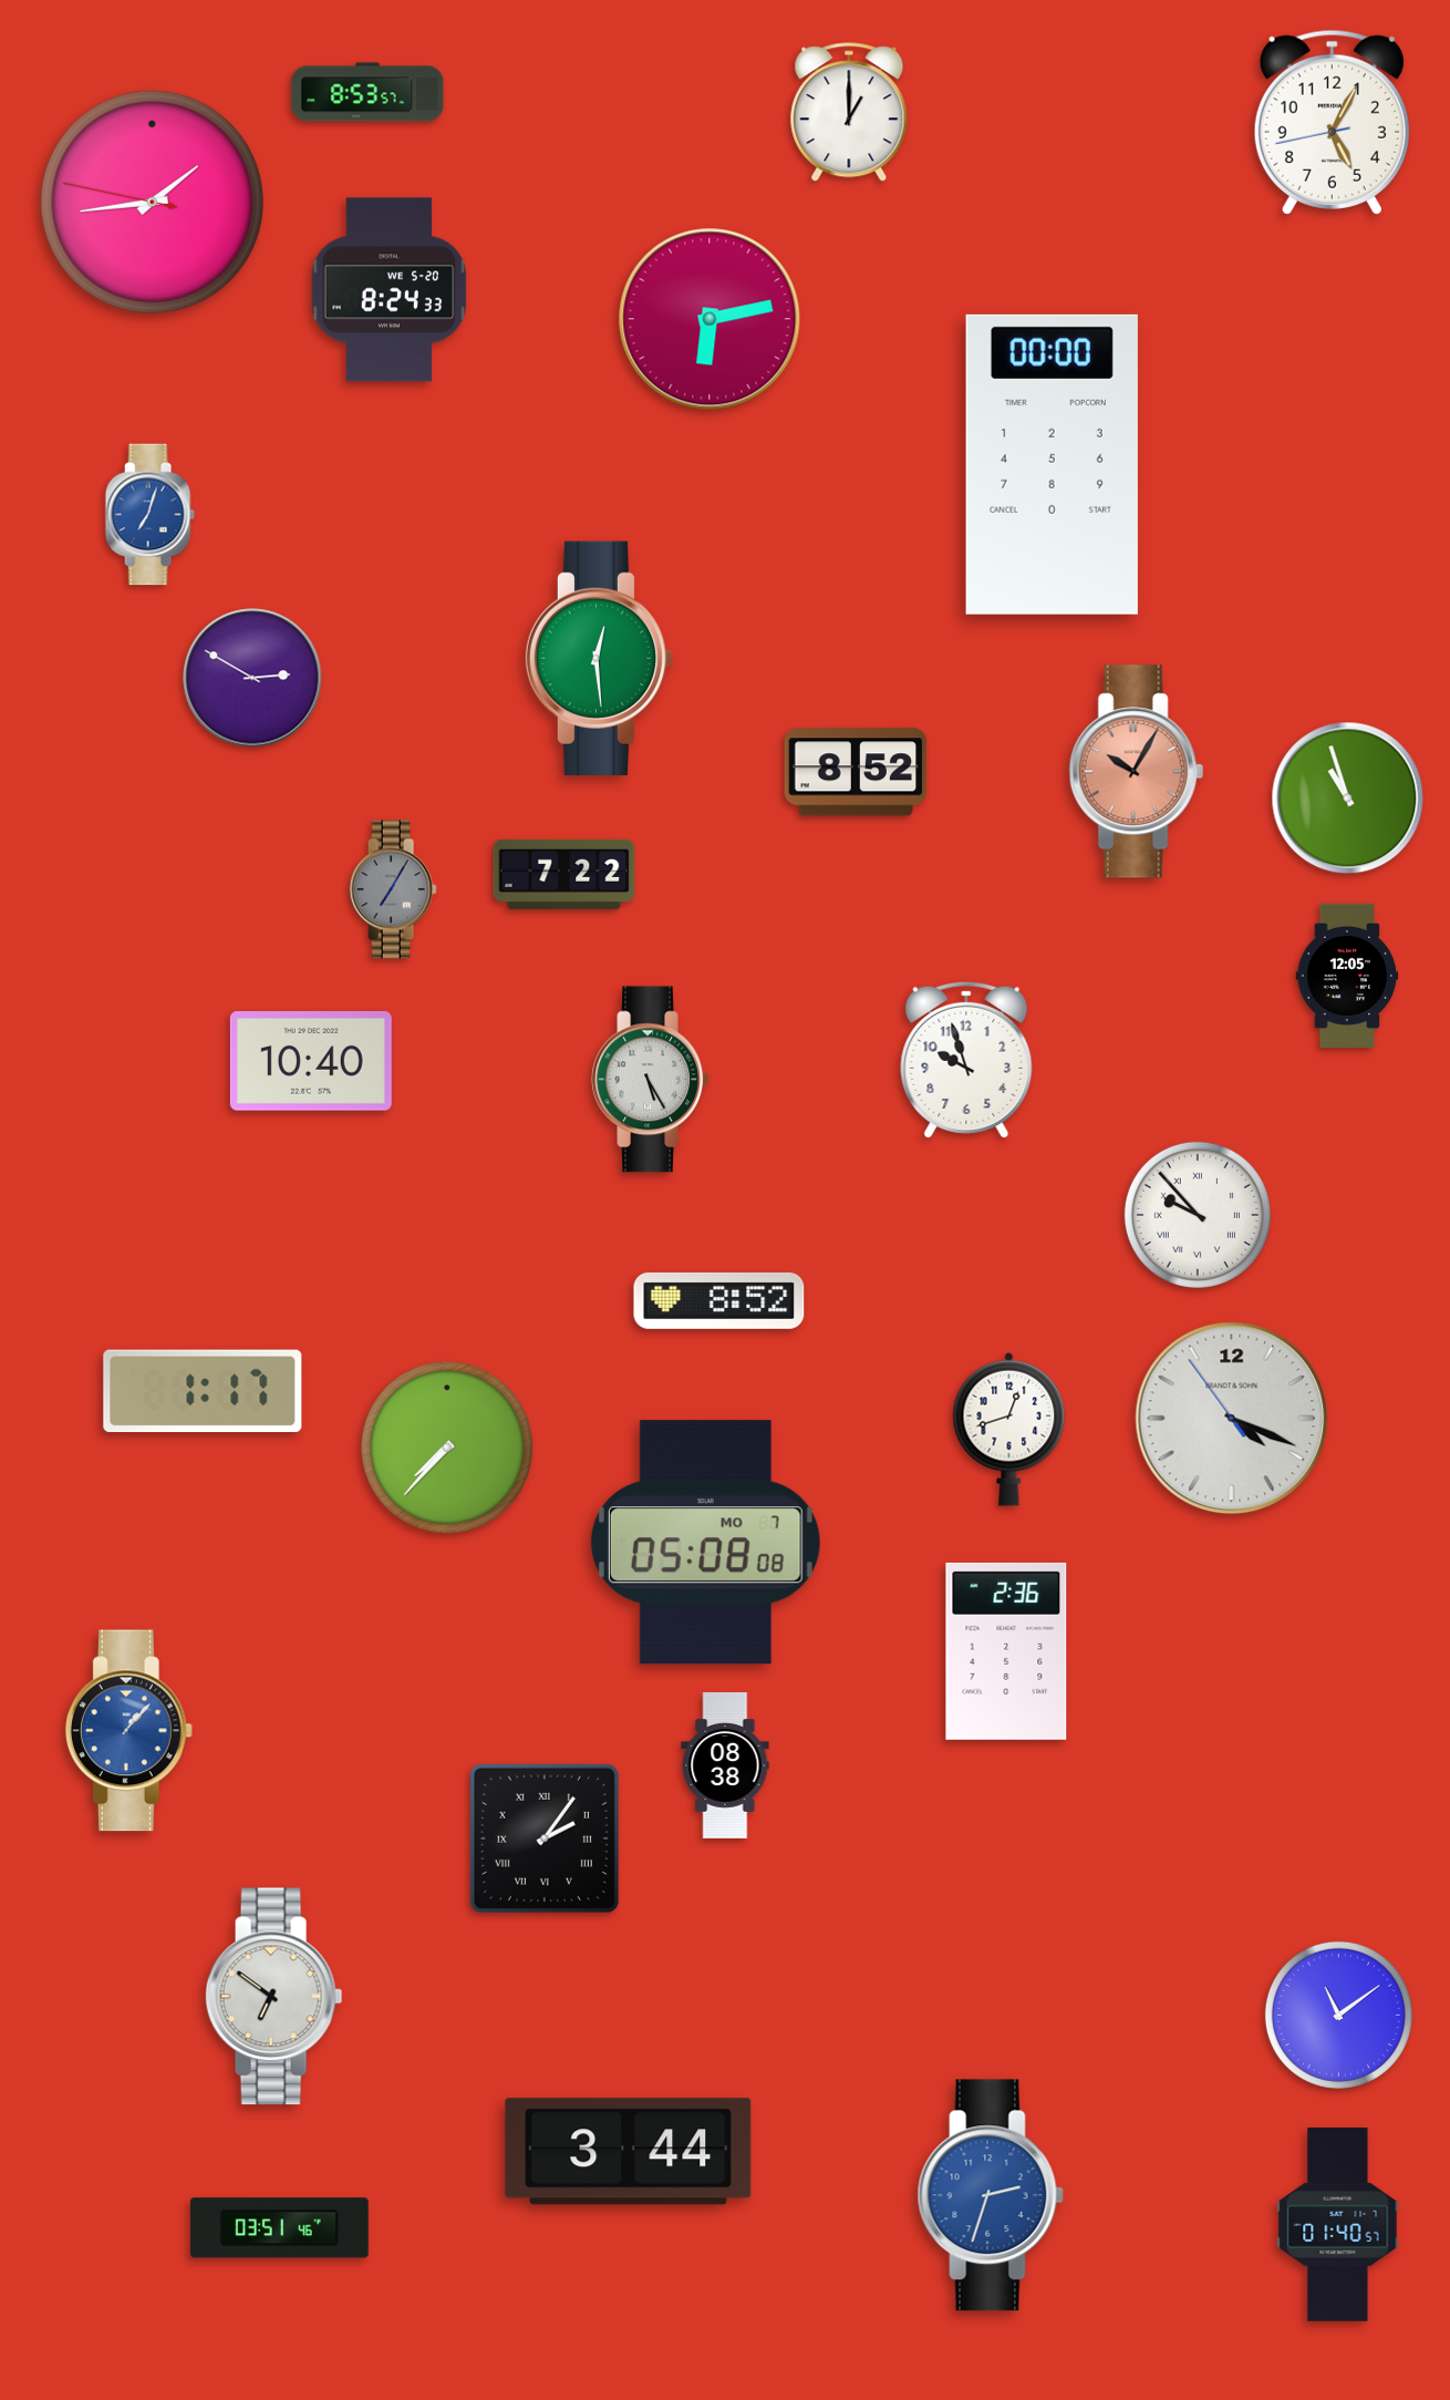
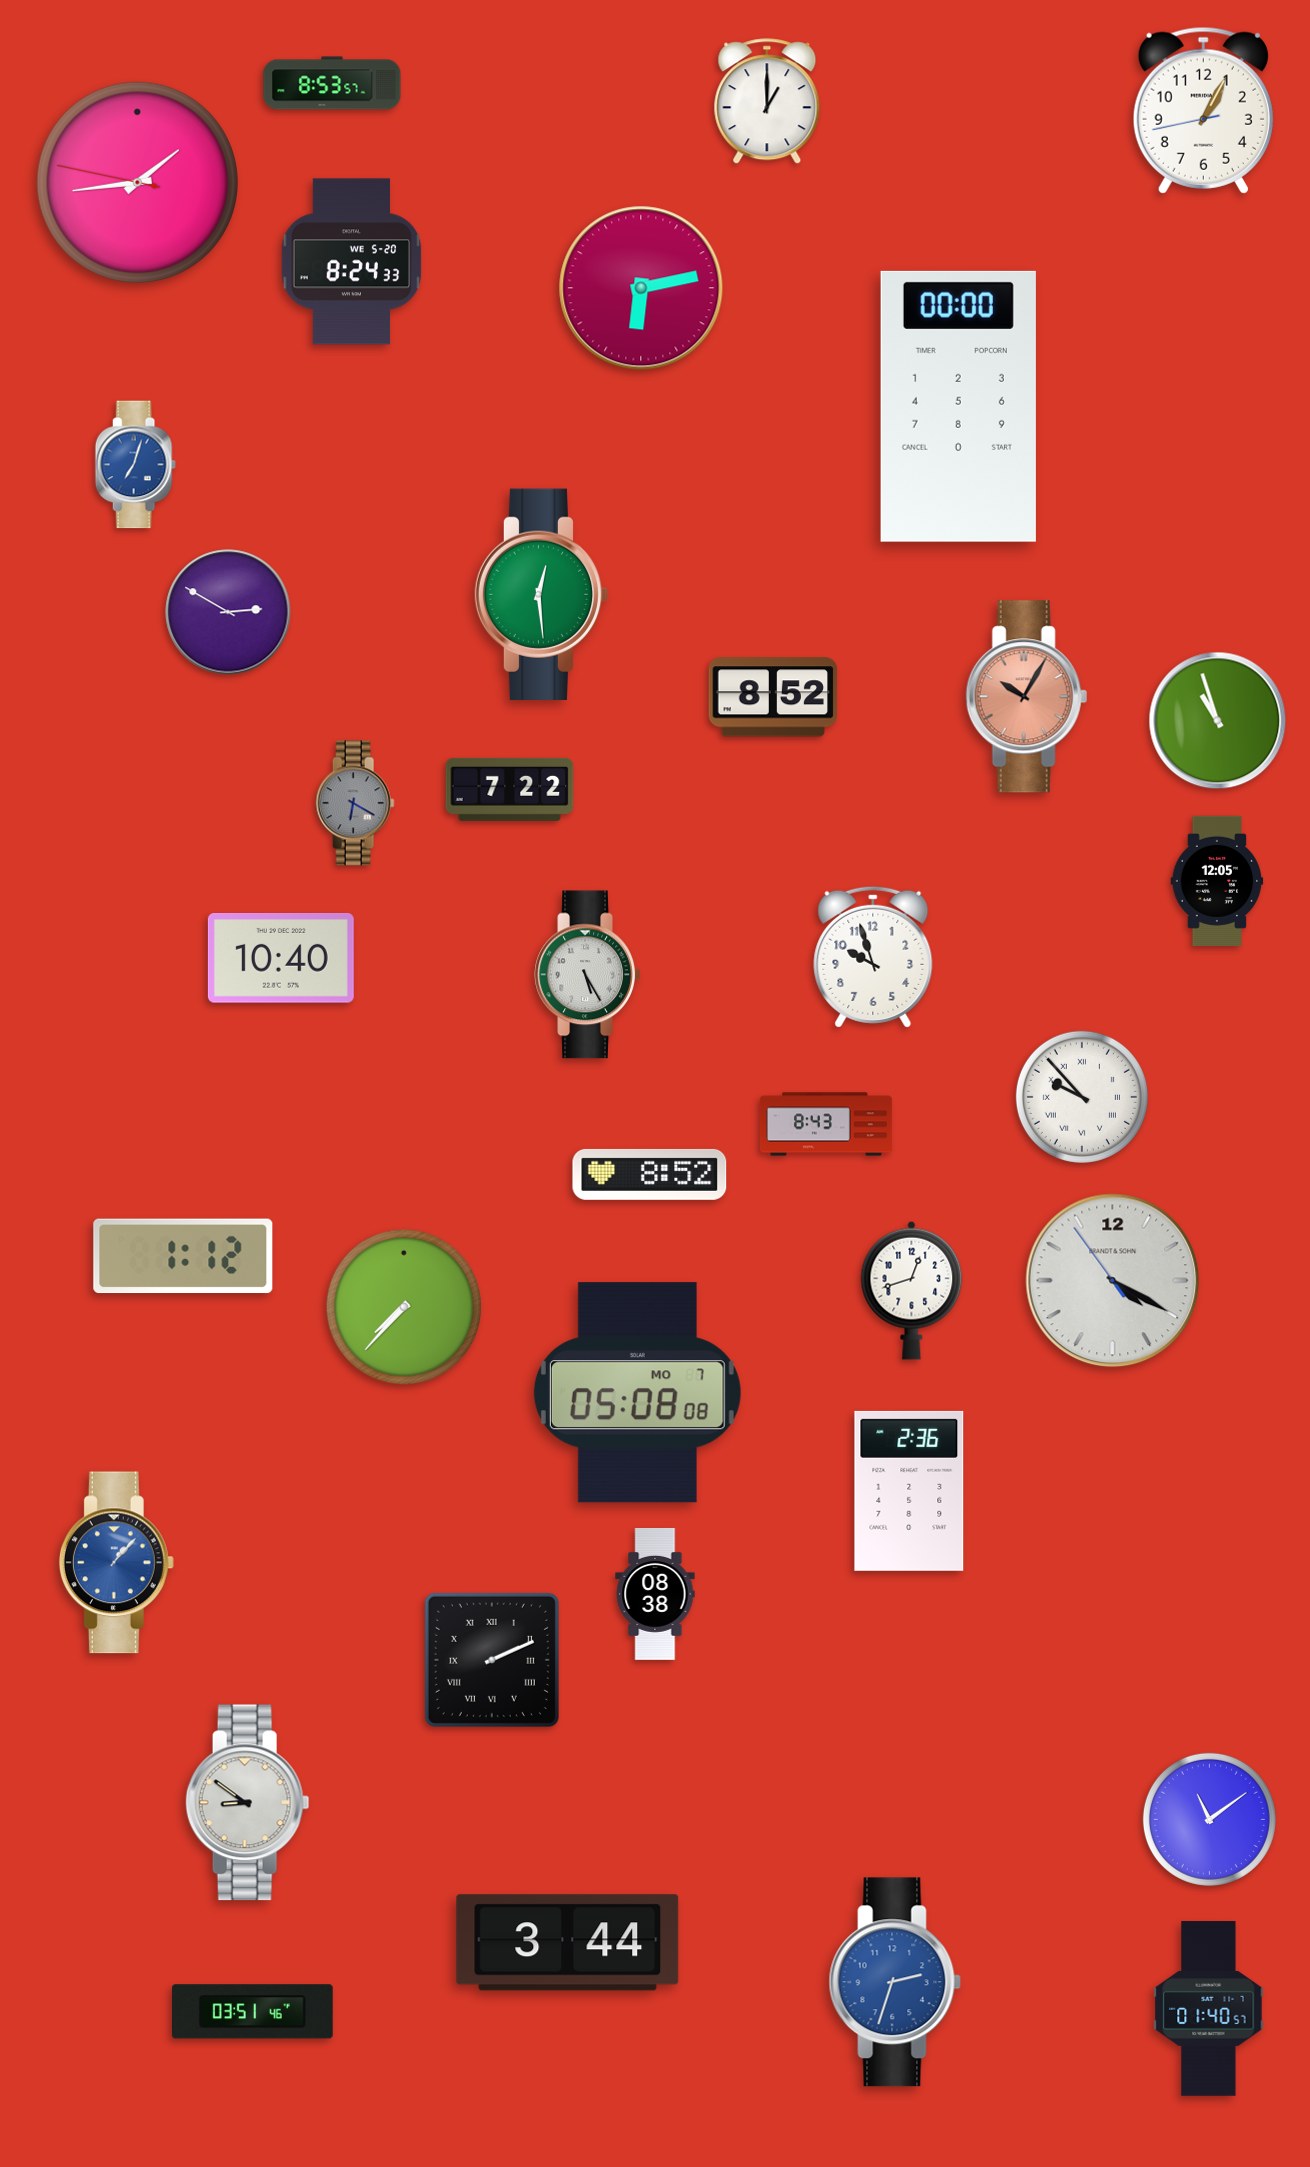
clock at (1332, 122): 5:04 -> 1:04
clock at (1052, 464) position: (1052, 464) -> (958, 406)
clock at (393, 889): 7:05 -> 6:20
clock at (826, 1124): none -> 8:43
clock at (203, 1391): 1:17 -> 1:12
clock at (1232, 1419): 4:18 -> 4:19
clock at (545, 1838): 2:06 -> 2:11
clock at (275, 1997): 6:51 -> 8:51
